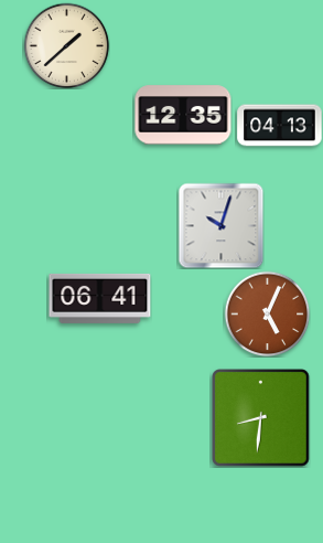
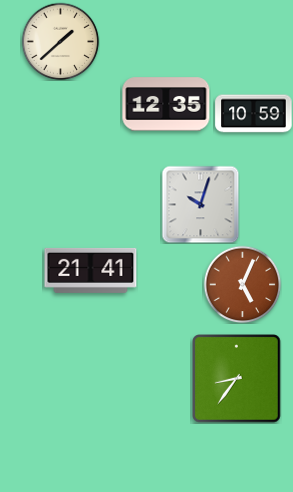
clock at (280, 126): 04:13 -> 10:59
clock at (100, 298): 06:41 -> 21:41
clock at (261, 418): 8:31 -> 8:36
